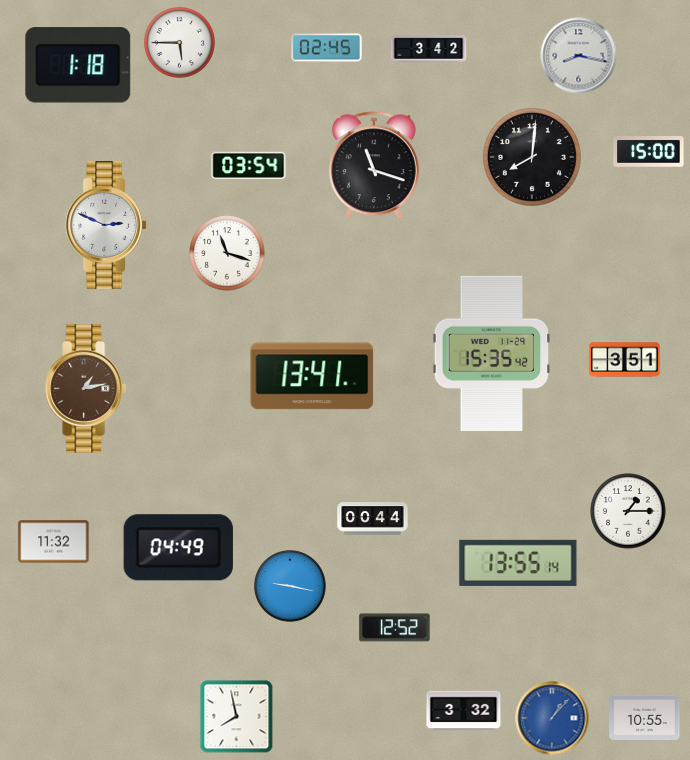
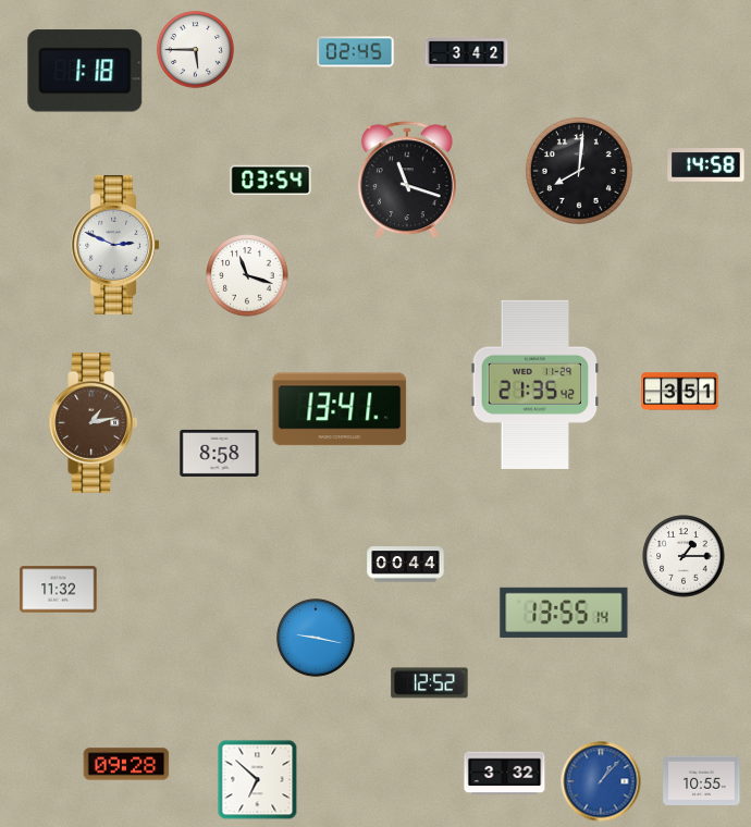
clock at (179, 42) position: (179, 42) -> (195, 49)
clock at (579, 56): 8:17 -> none
clock at (649, 152): 15:00 -> 14:58
clock at (492, 353): 15:35 -> 21:35
clock at (220, 453): none -> 8:58
clock at (178, 548): 04:49 -> none
clock at (126, 764): none -> 09:28
clock at (237, 717): 7:58 -> 6:52
